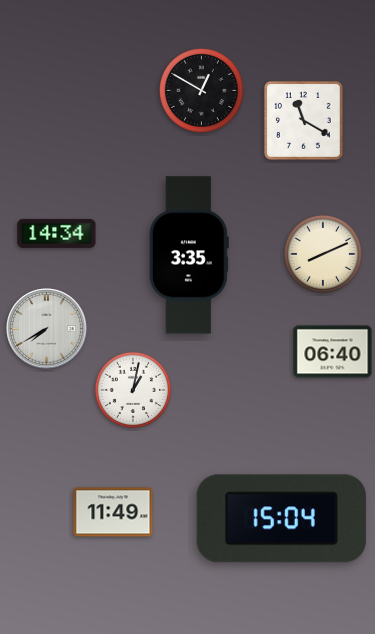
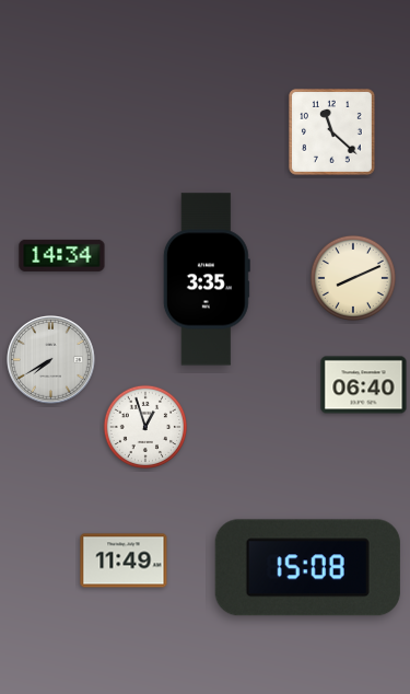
clock at (201, 90): 12:50 -> none
clock at (303, 120): 11:20 -> 11:22
clock at (132, 389): 1:02 -> 12:57
clock at (281, 519): 15:04 -> 15:08
